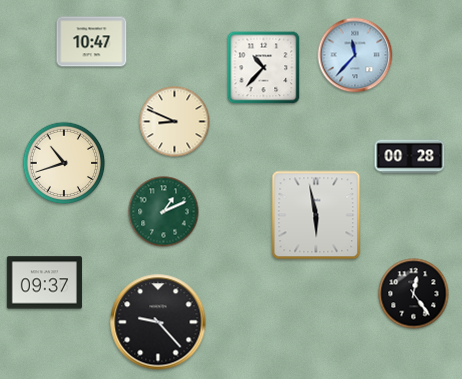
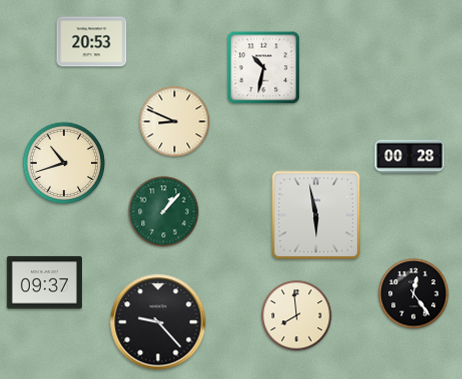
clock at (92, 42): 10:47 -> 20:53
clock at (355, 55): 11:37 -> none
clock at (264, 68): 10:37 -> 10:32
clock at (164, 212): 1:11 -> 1:07
clock at (297, 316): none -> 7:59
